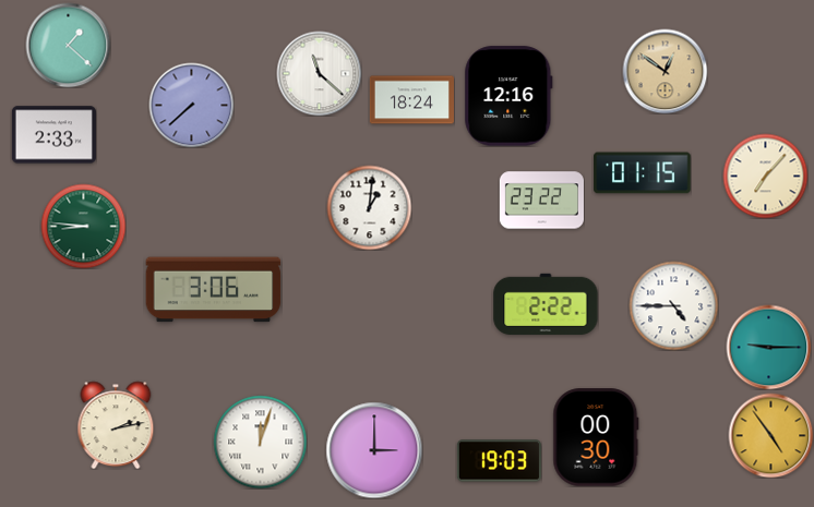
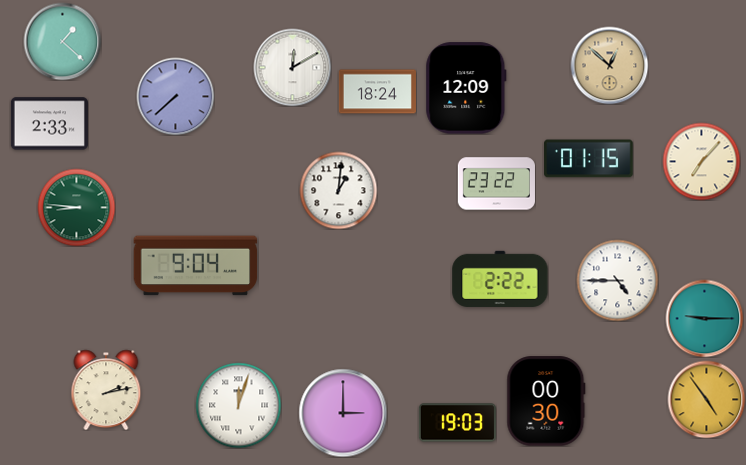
clock at (665, 71): 12:51 -> 12:52
clock at (319, 73): 11:22 -> 12:10
clock at (508, 96): 12:16 -> 12:09
clock at (214, 290): 3:06 -> 9:04
